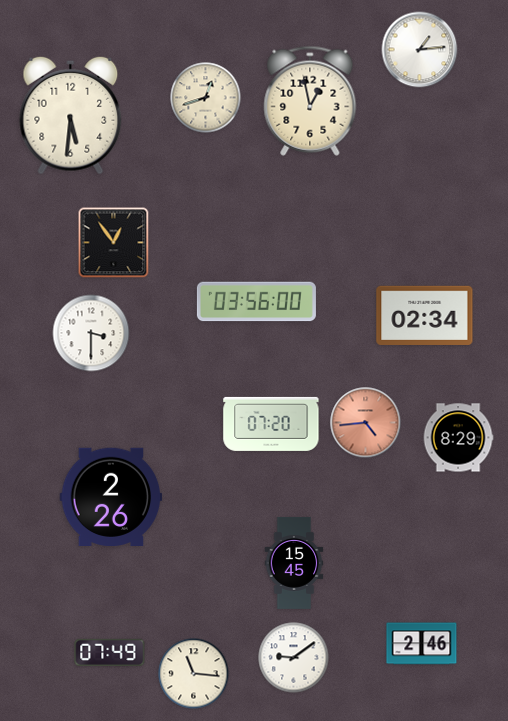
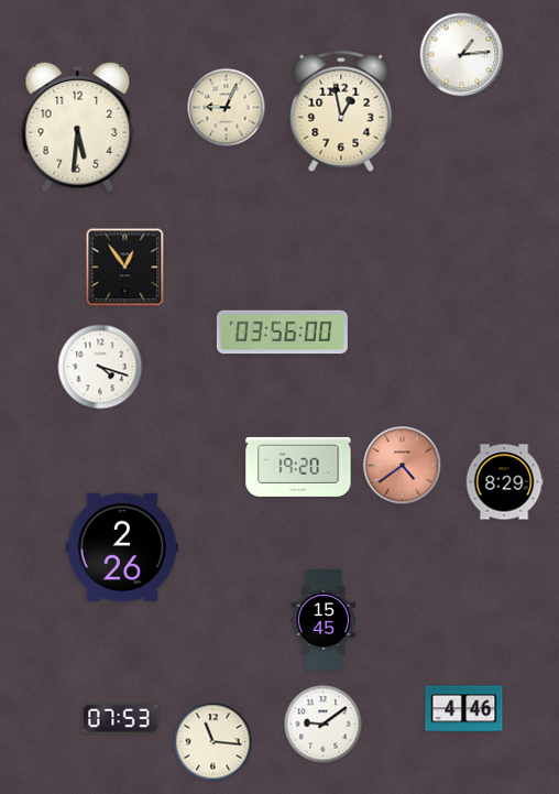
clock at (206, 98): 12:42 -> 9:04
clock at (425, 315): 02:34 -> none
clock at (91, 333): 3:30 -> 4:18
clock at (366, 423): 4:44 -> 4:39
clock at (271, 424): 07:20 -> 19:20
clock at (422, 644): 2:46 -> 4:46
clock at (110, 652): 07:49 -> 07:53
